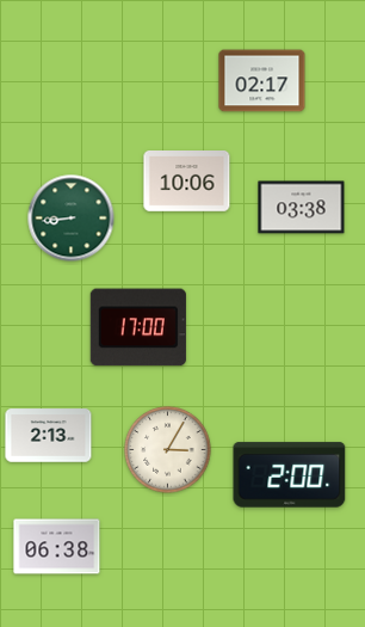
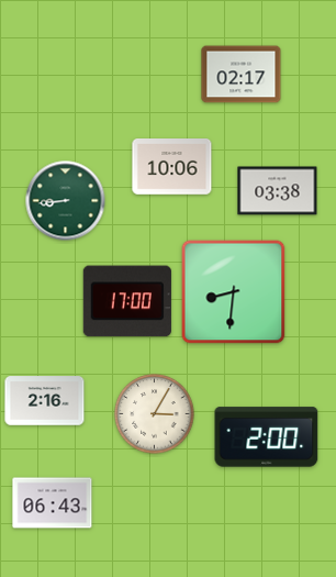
clock at (234, 292): none -> 8:31
clock at (49, 436): 2:13 -> 2:16
clock at (57, 547): 06:38 -> 06:43
